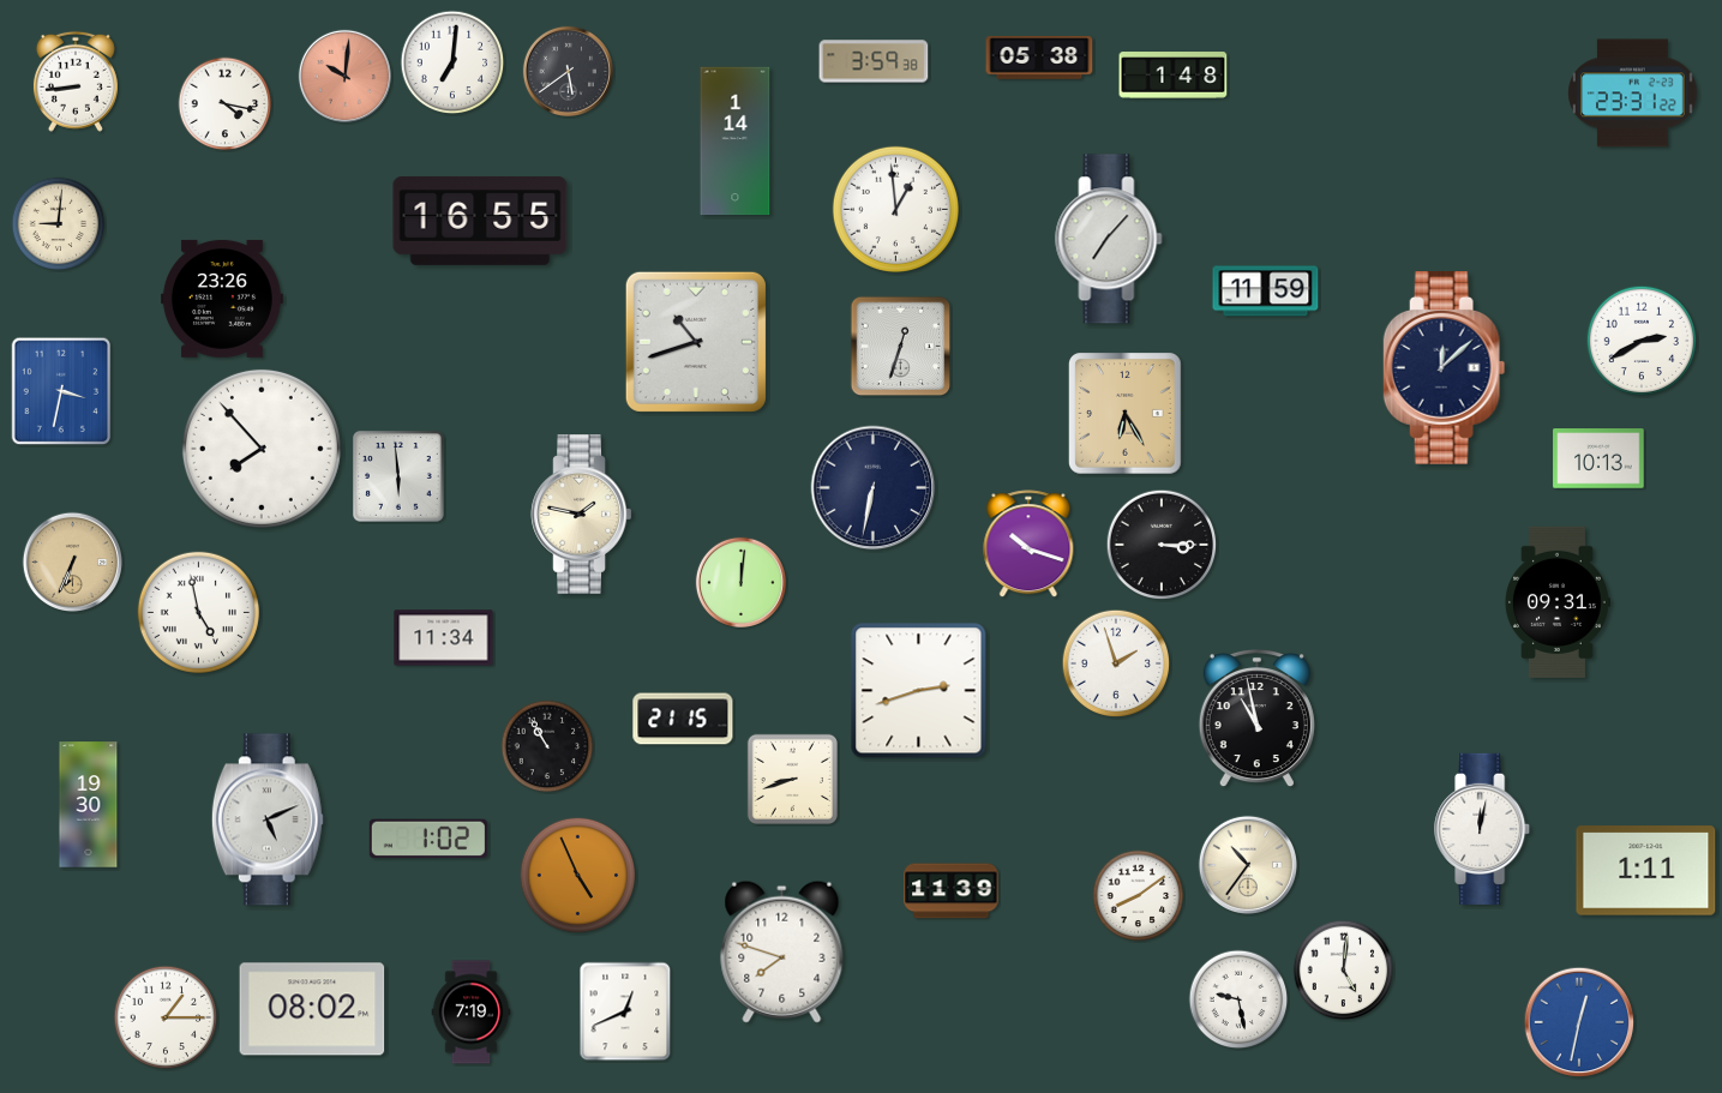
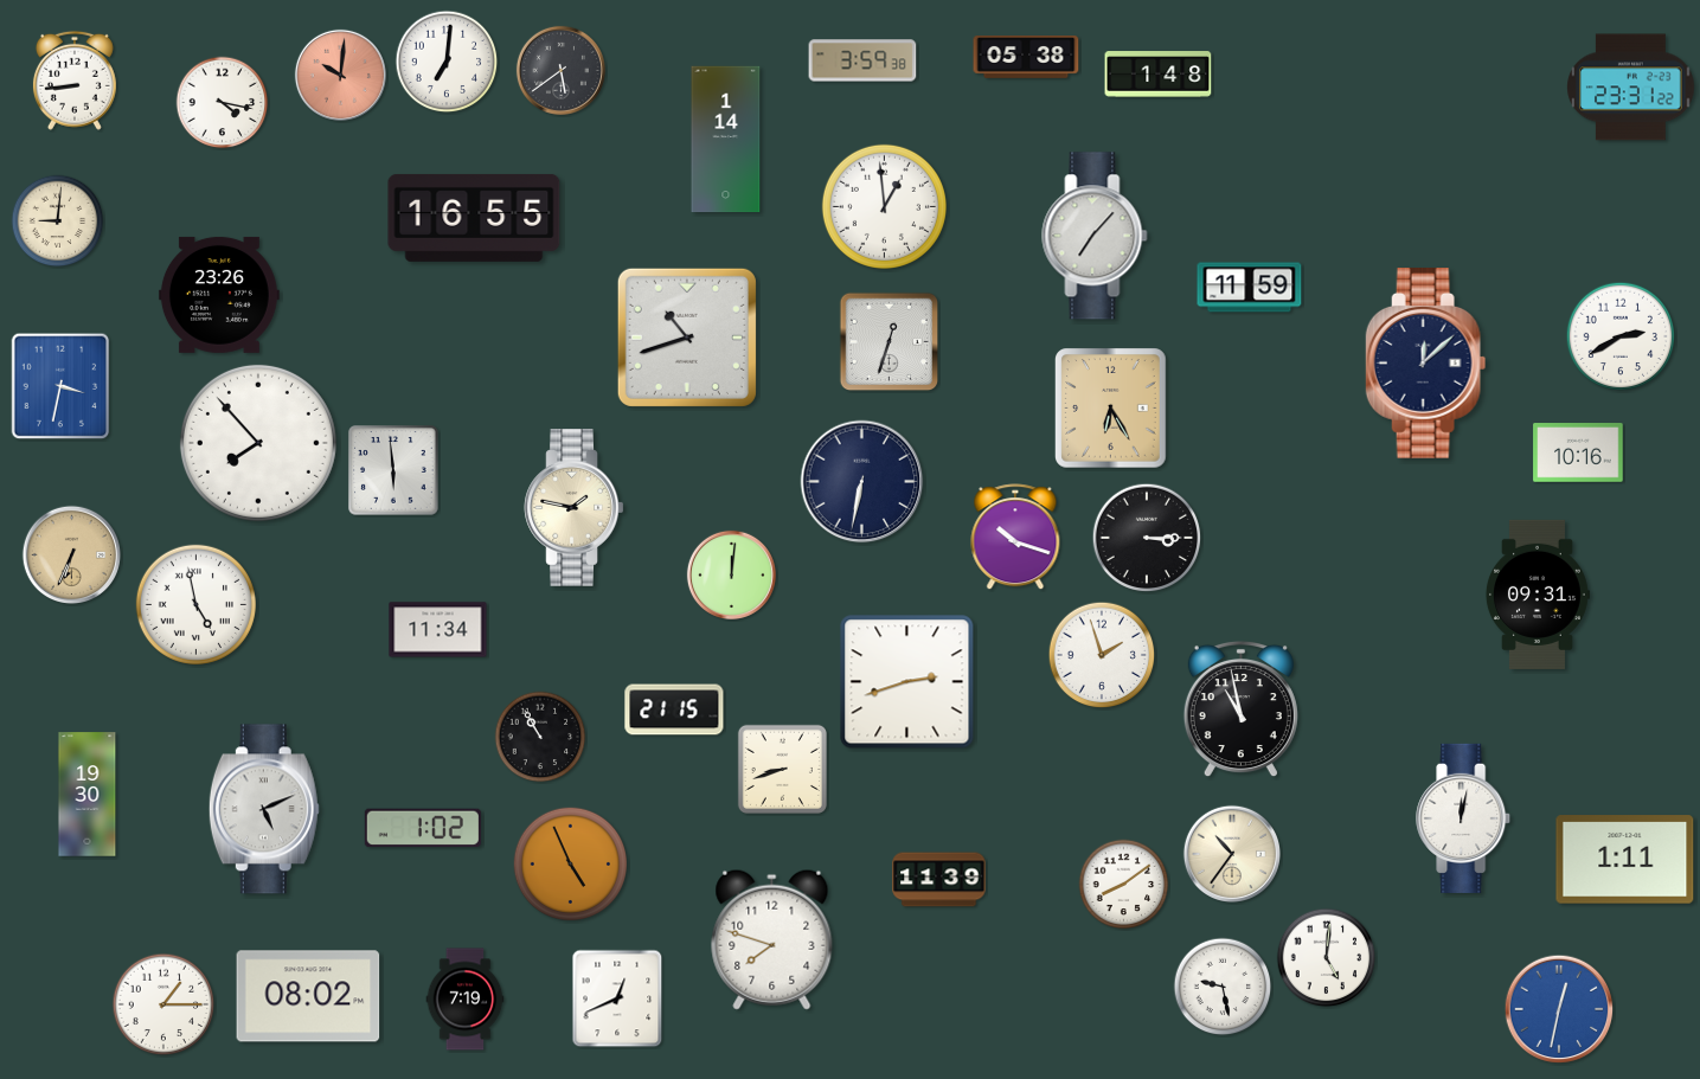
clock at (1633, 94) position: (1633, 94) -> (1631, 88)
clock at (1598, 458): 10:13 -> 10:16
